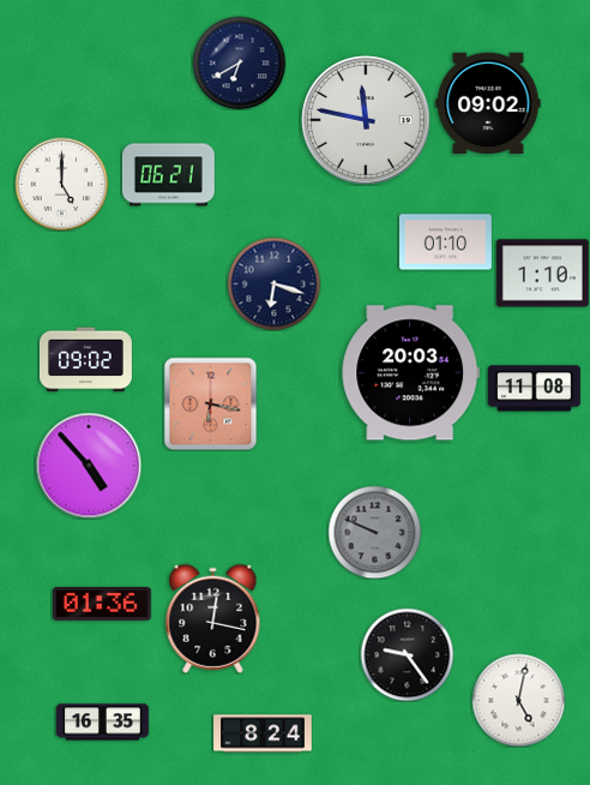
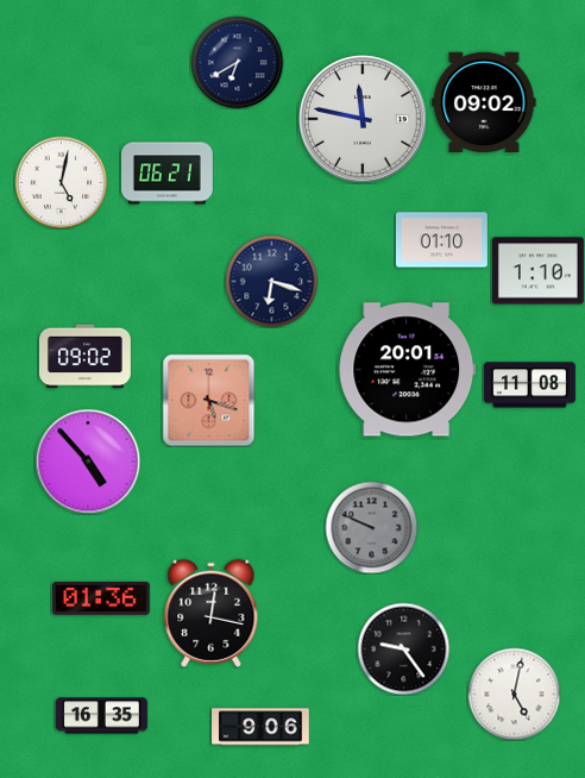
clock at (61, 184): 5:00 -> 5:02
clock at (411, 373): 20:03 -> 20:01
clock at (210, 403): 6:17 -> 5:18
clock at (263, 733): 8:24 -> 9:06
